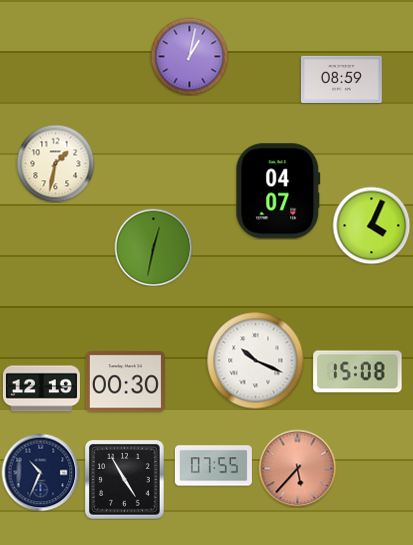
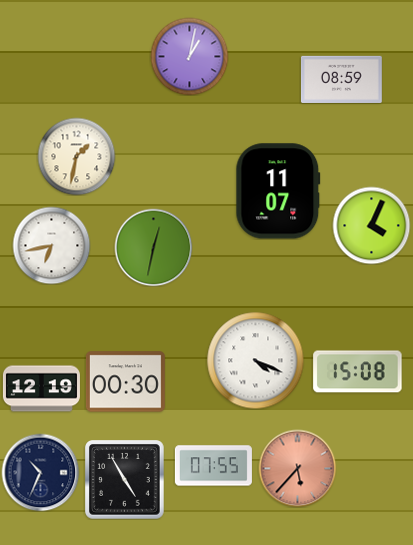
clock at (55, 163) position: (55, 163) -> (76, 156)
clock at (278, 191): 04:07 -> 11:07
clock at (51, 245): none -> 6:43
clock at (255, 360): 10:19 -> 4:19
